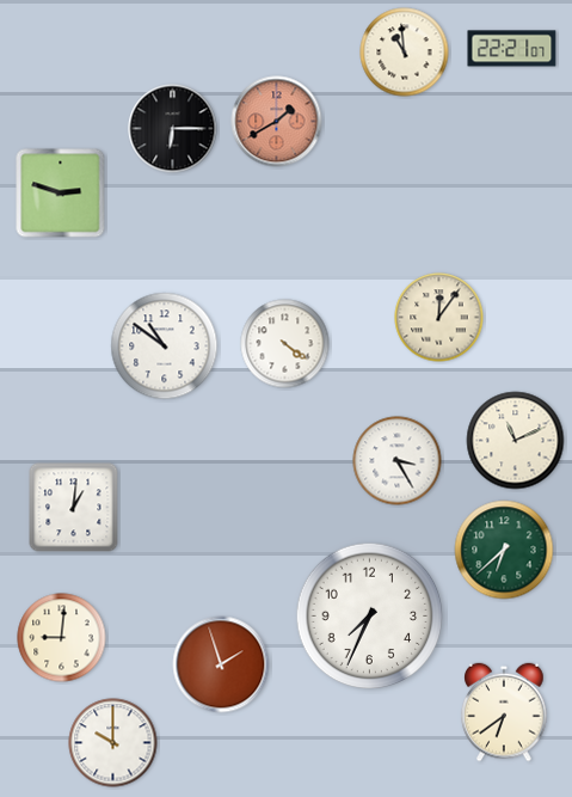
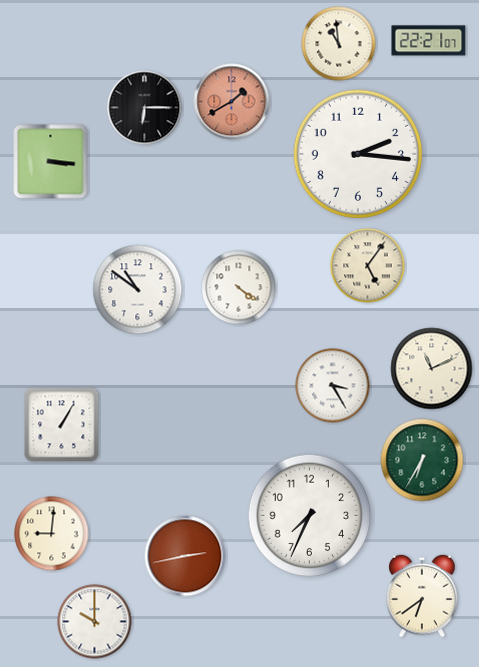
clock at (358, 154): none -> 2:16
clock at (61, 194): 2:48 -> 3:16
clock at (439, 318): 12:06 -> 5:06
clock at (74, 508): 1:01 -> 1:05
clock at (504, 550): 6:38 -> 6:35
clock at (221, 664): 1:57 -> 2:43
